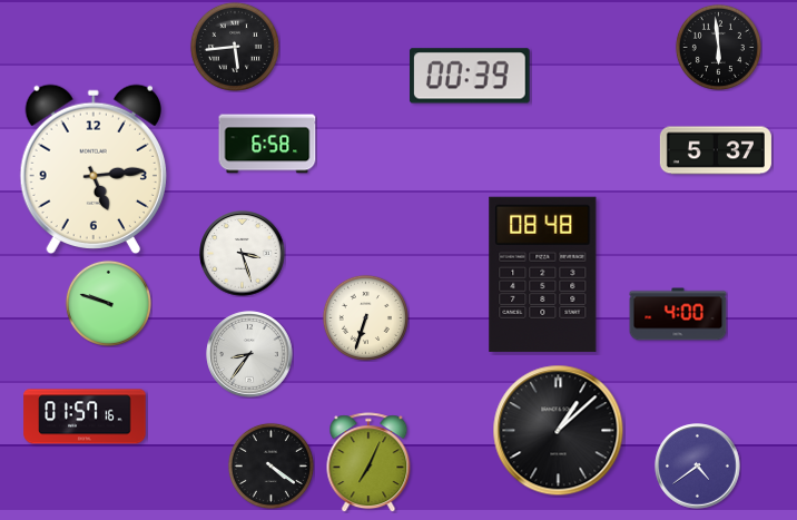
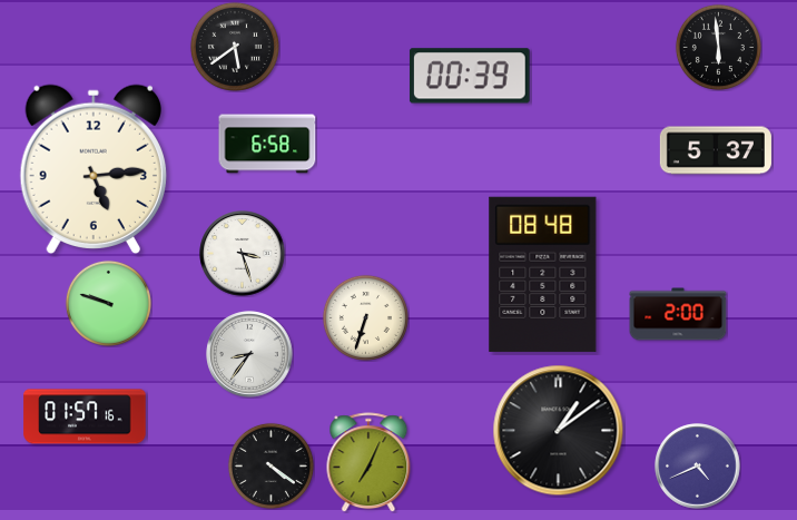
clock at (235, 47): 5:44 -> 5:39
clock at (678, 314): 4:00 -> 2:00
clock at (559, 431): 1:08 -> 1:09
clock at (698, 467): 4:39 -> 4:41
